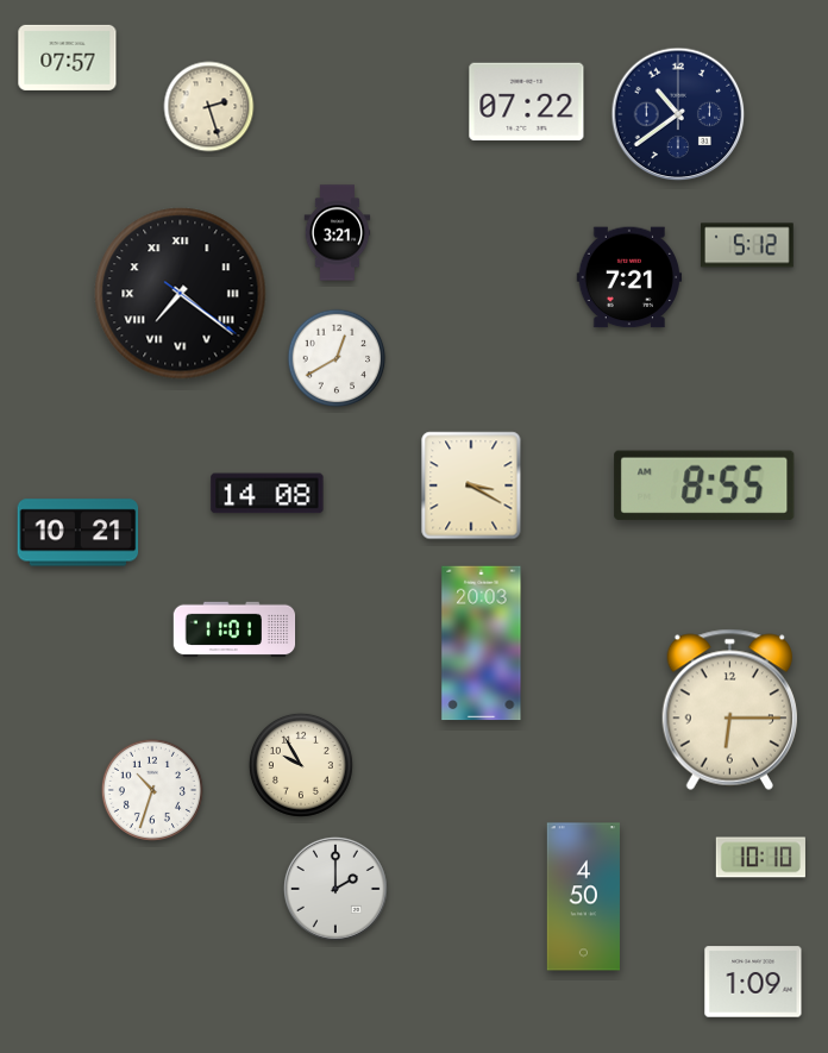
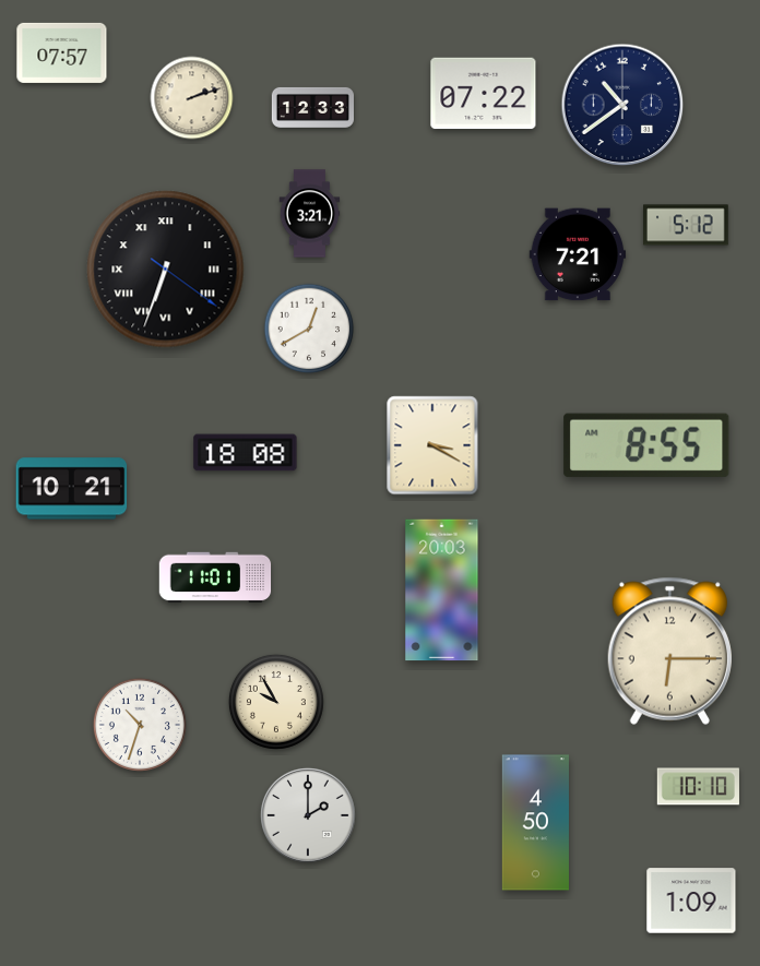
clock at (209, 107): 2:27 -> 2:12
clock at (312, 107): none -> 12:33
clock at (181, 294): 7:21 -> 6:33
clock at (268, 494): 14:08 -> 18:08
